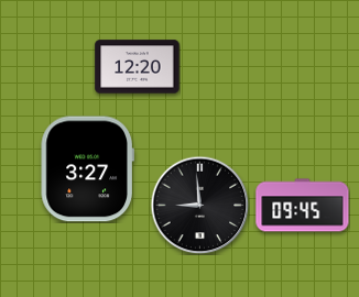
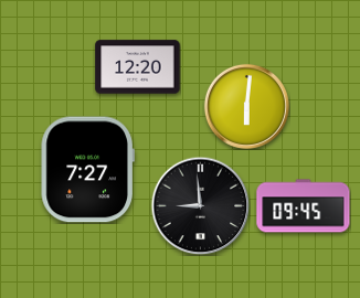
clock at (246, 106): none -> 6:01
clock at (87, 169): 3:27 -> 7:27
